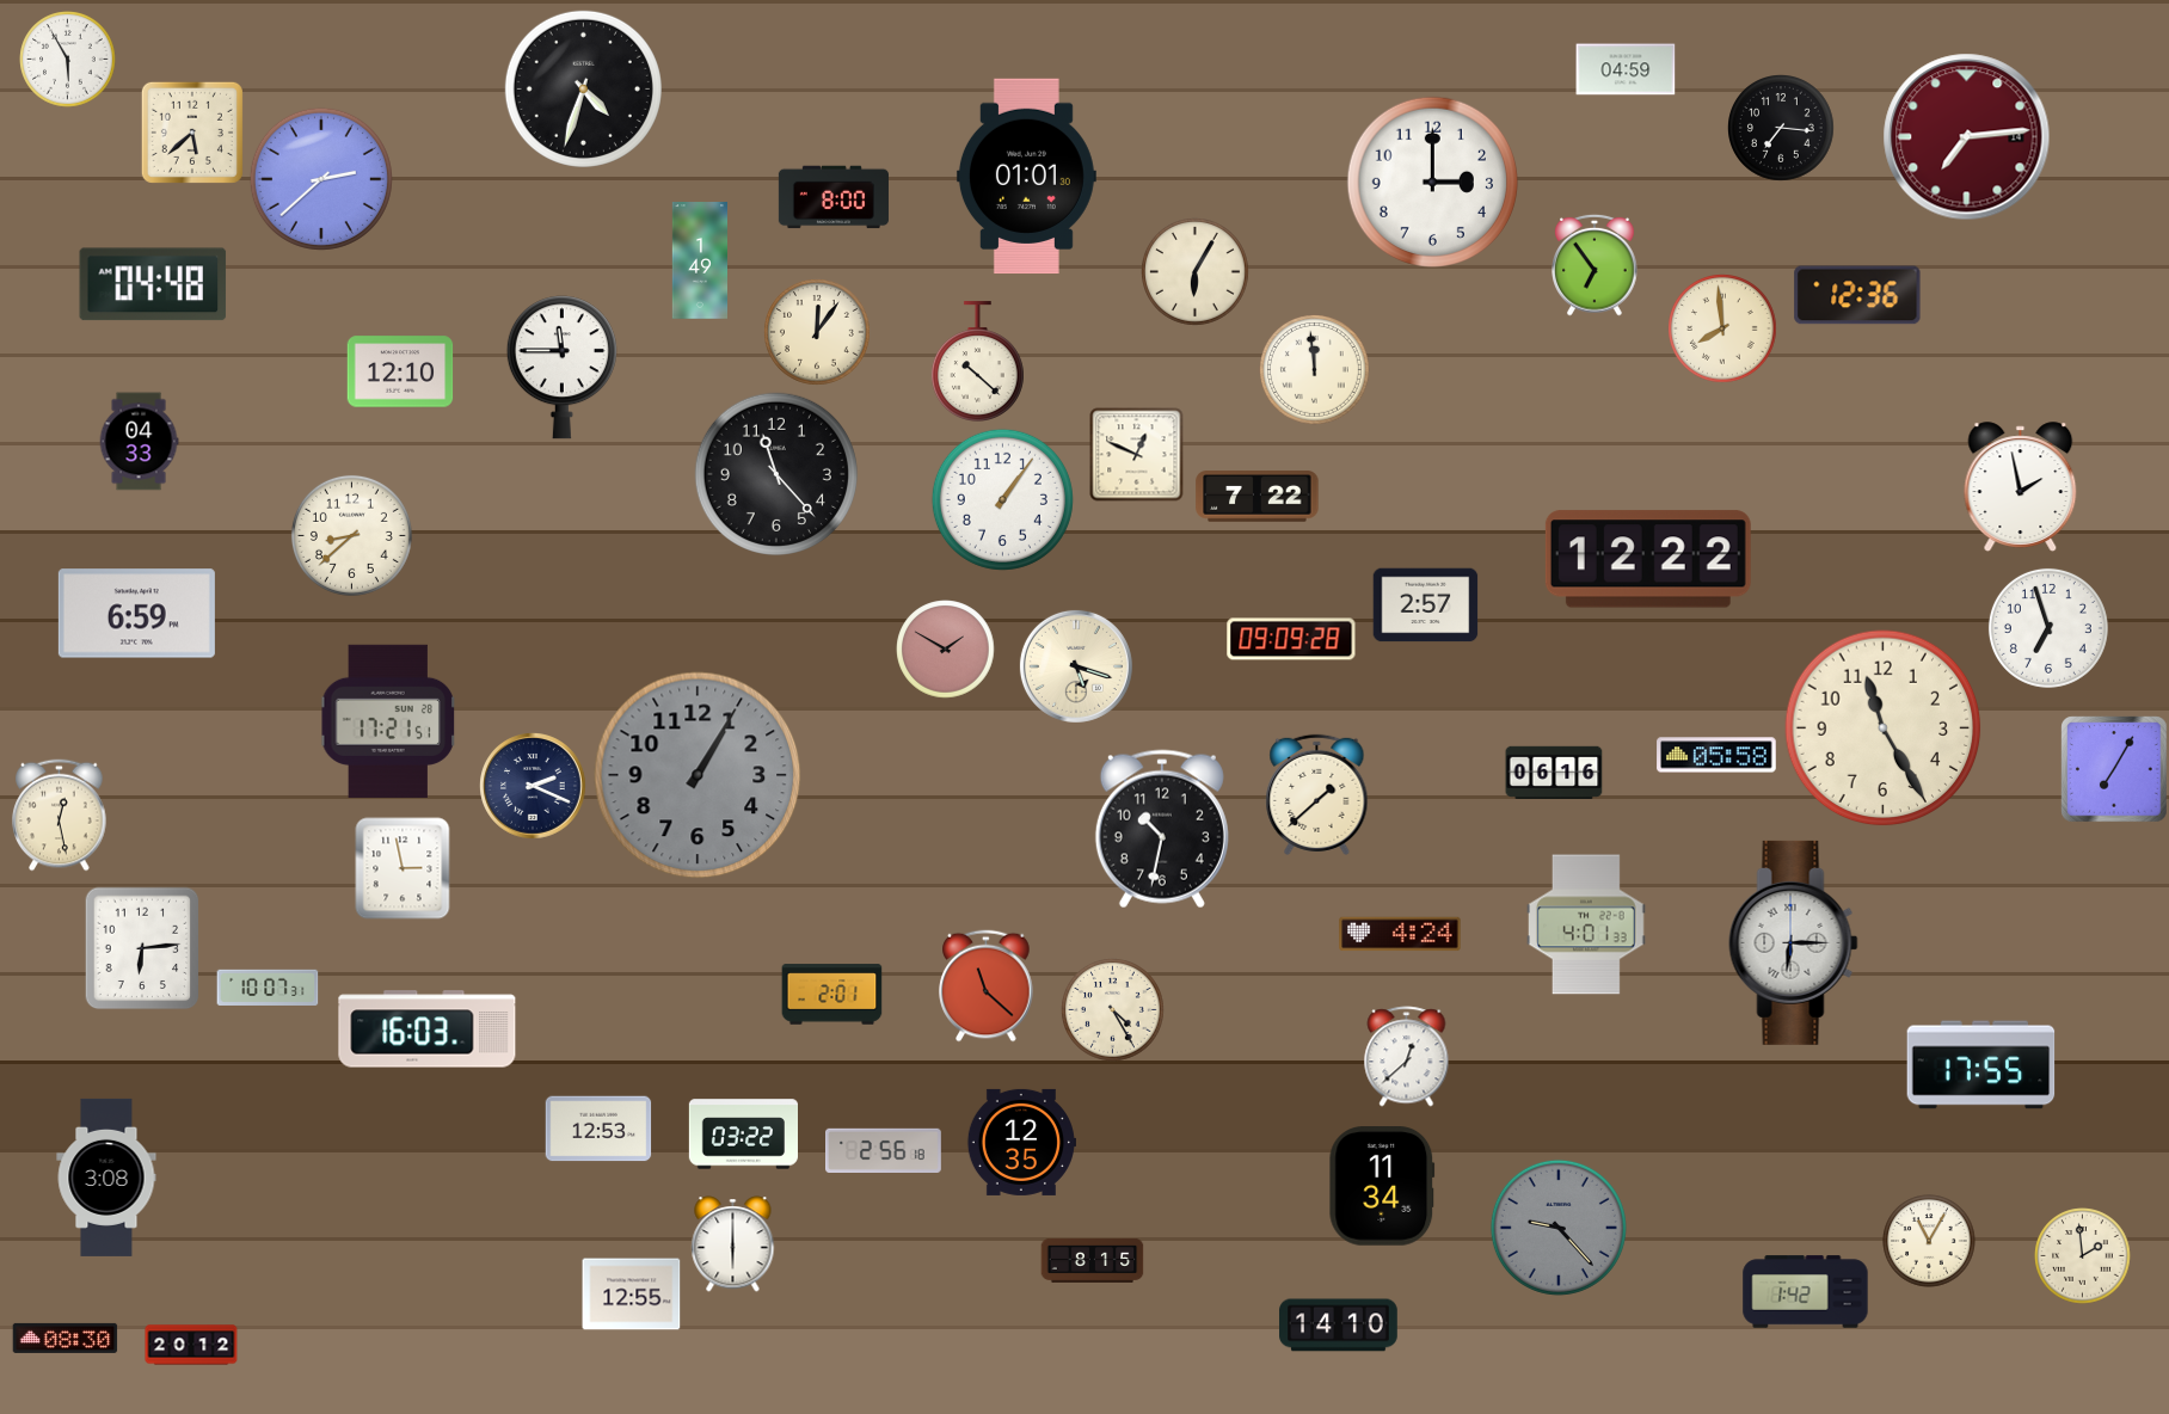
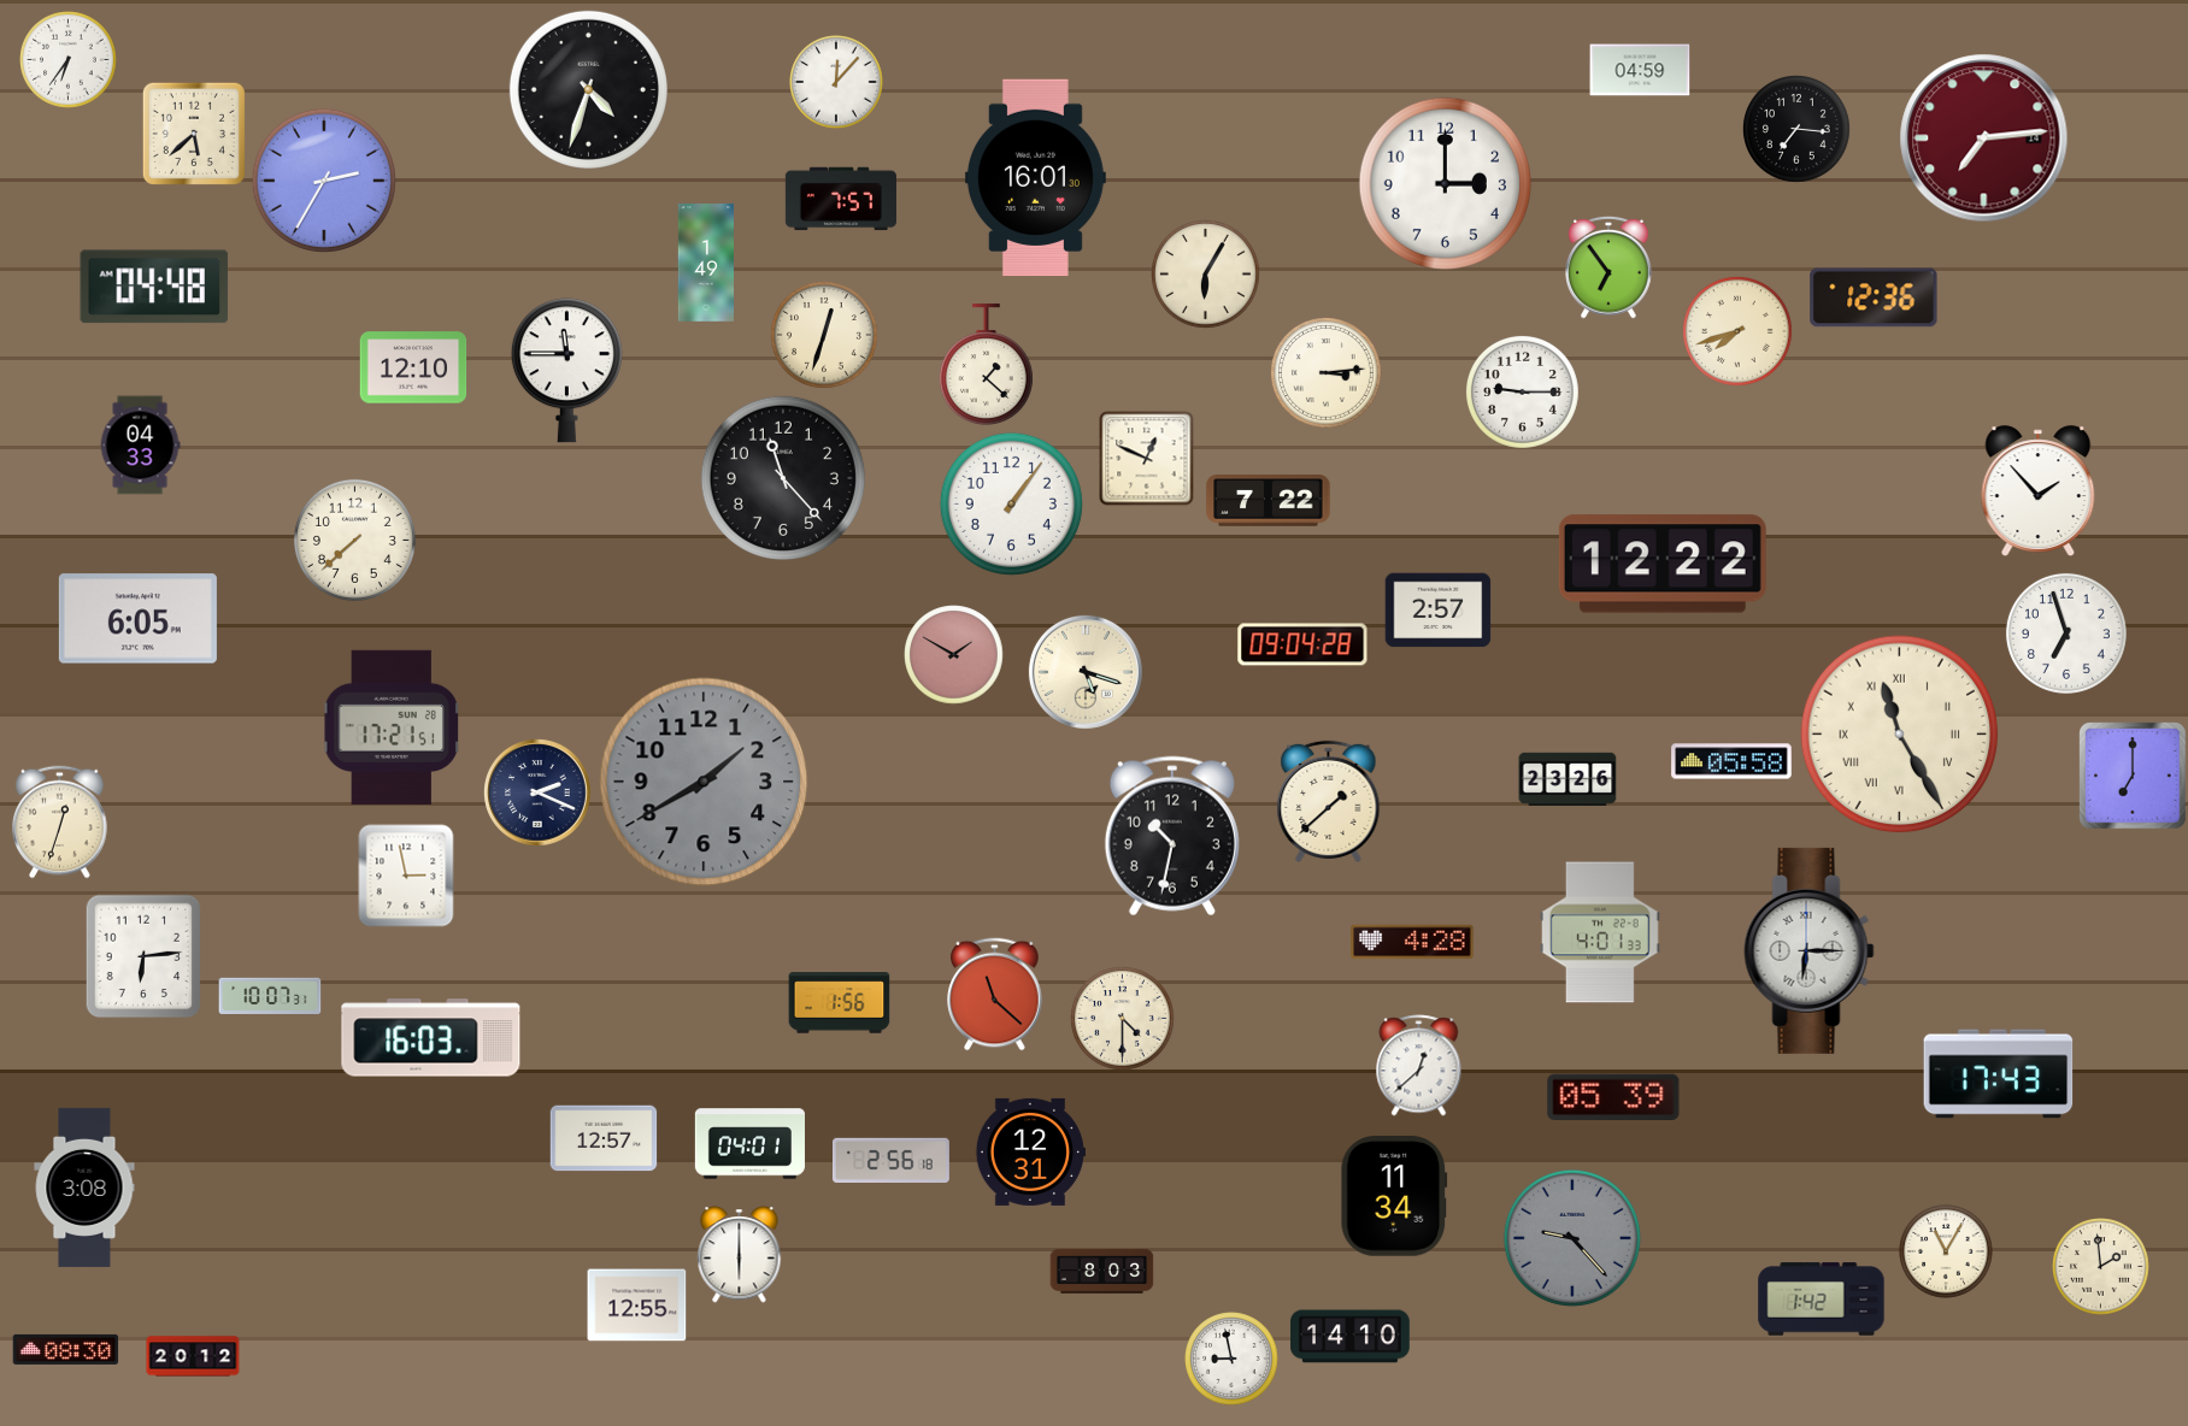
clock at (68, 60): 5:55 -> 6:36
clock at (836, 82): none -> 12:07
clock at (1026, 177): 01:01 -> 16:01
clock at (321, 179): 2:38 -> 2:35
clock at (834, 197): 8:00 -> 7:57
clock at (1723, 330): 7:59 -> 7:42
clock at (818, 333): 12:06 -> 12:33
clock at (977, 361): 10:22 -> 1:22
clock at (1315, 370): 11:59 -> 3:14
clock at (400, 371) position: (400, 371) -> (413, 367)
clock at (1522, 391): none -> 9:15
clock at (2021, 487): 1:58 -> 1:53
clock at (351, 535): 8:38 -> 7:38
clock at (136, 614): 6:59 -> 6:05
clock at (1291, 639): 09:09 -> 09:04
clock at (1884, 728) numerals: Arabic -> Roman
clock at (2114, 769): 7:05 -> 7:00
clock at (1554, 771): 06:16 -> 23:26
clock at (698, 775): 1:05 -> 1:40
clock at (60, 816): 12:28 -> 12:33
clock at (1400, 934): 4:24 -> 4:28
clock at (832, 995): 2:01 -> 1:56
clock at (1113, 1010): 4:25 -> 4:30
clock at (1981, 1065): 17:55 -> 17:43
clock at (1613, 1097): none -> 05:39
clock at (598, 1129): 12:53 -> 12:57
clock at (743, 1135): 03:22 -> 04:01
clock at (1021, 1142): 12:35 -> 12:31
clock at (106, 1178) position: (106, 1178) -> (84, 1188)
clock at (1093, 1260): 8:15 -> 8:03
clock at (1806, 1292) position: (1806, 1292) -> (1822, 1300)
clock at (1231, 1359): none -> 8:58
